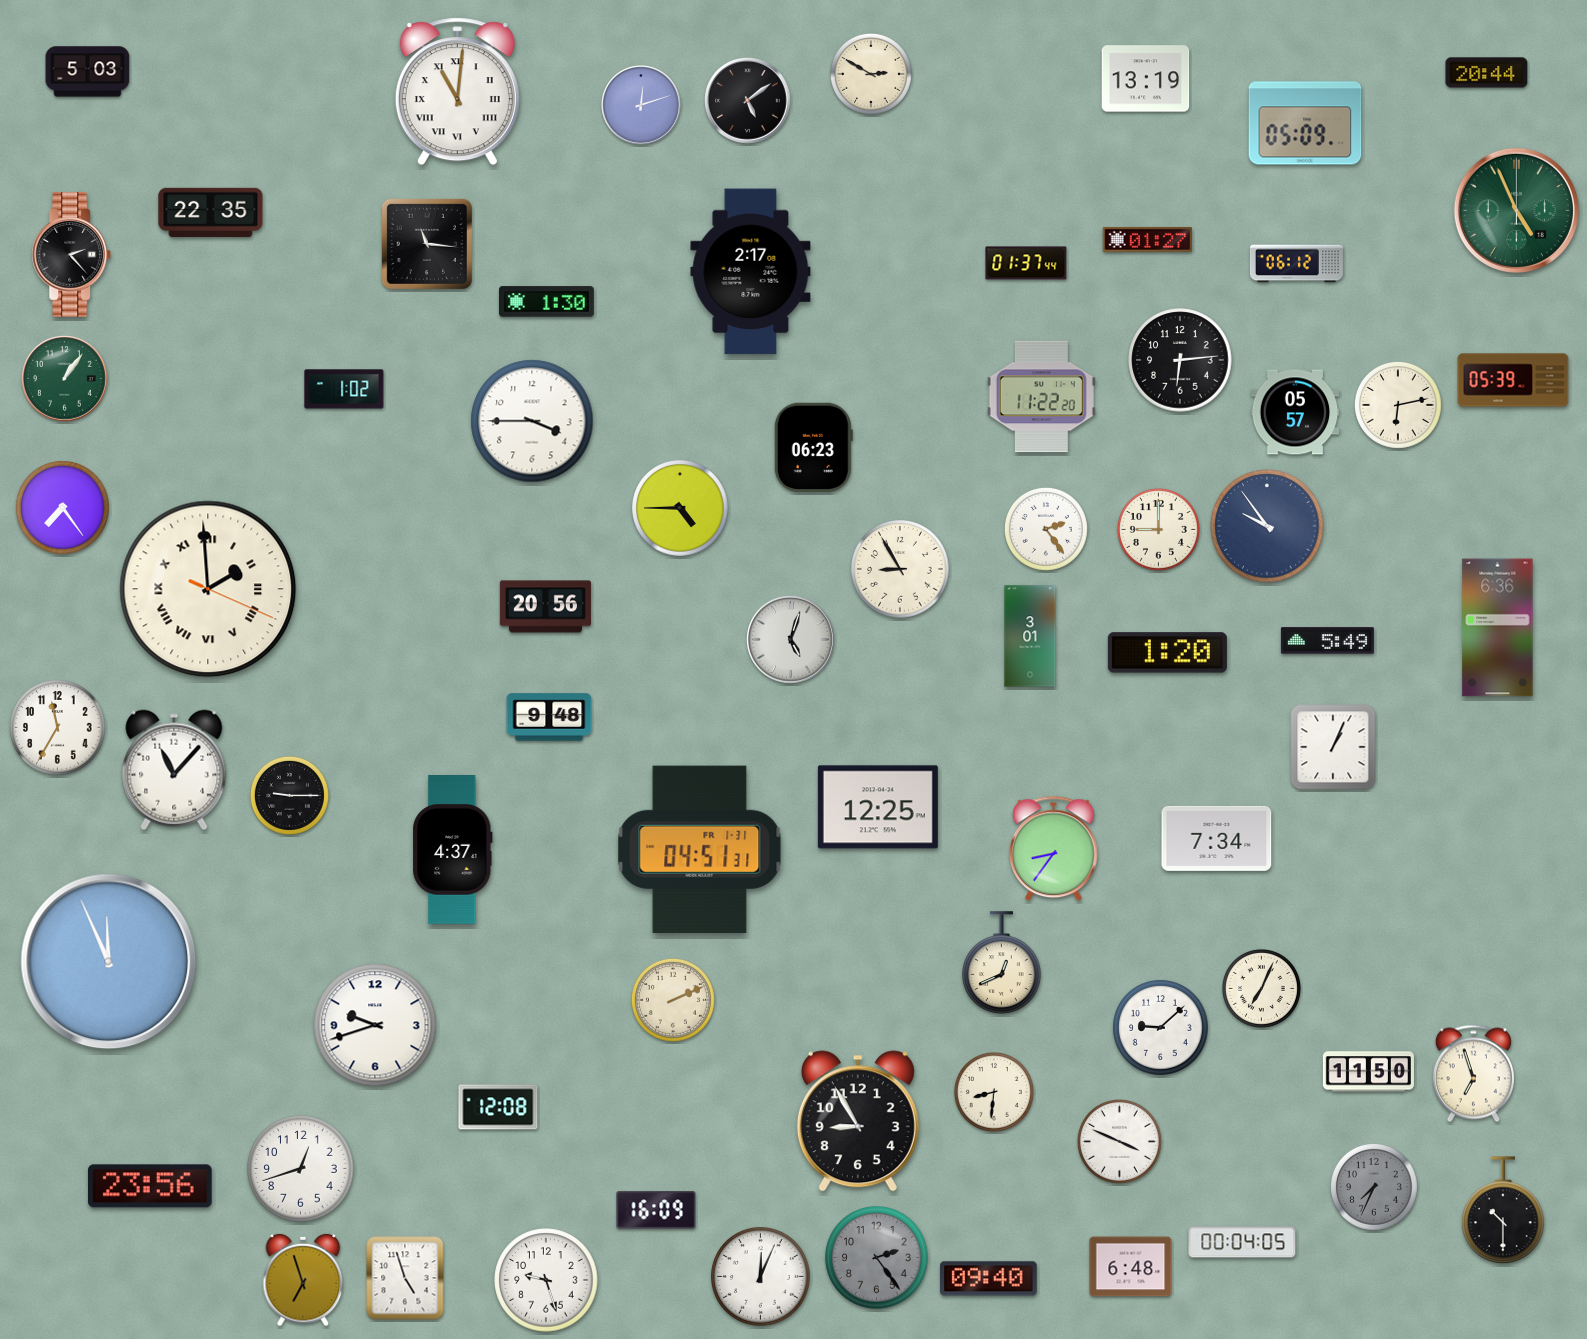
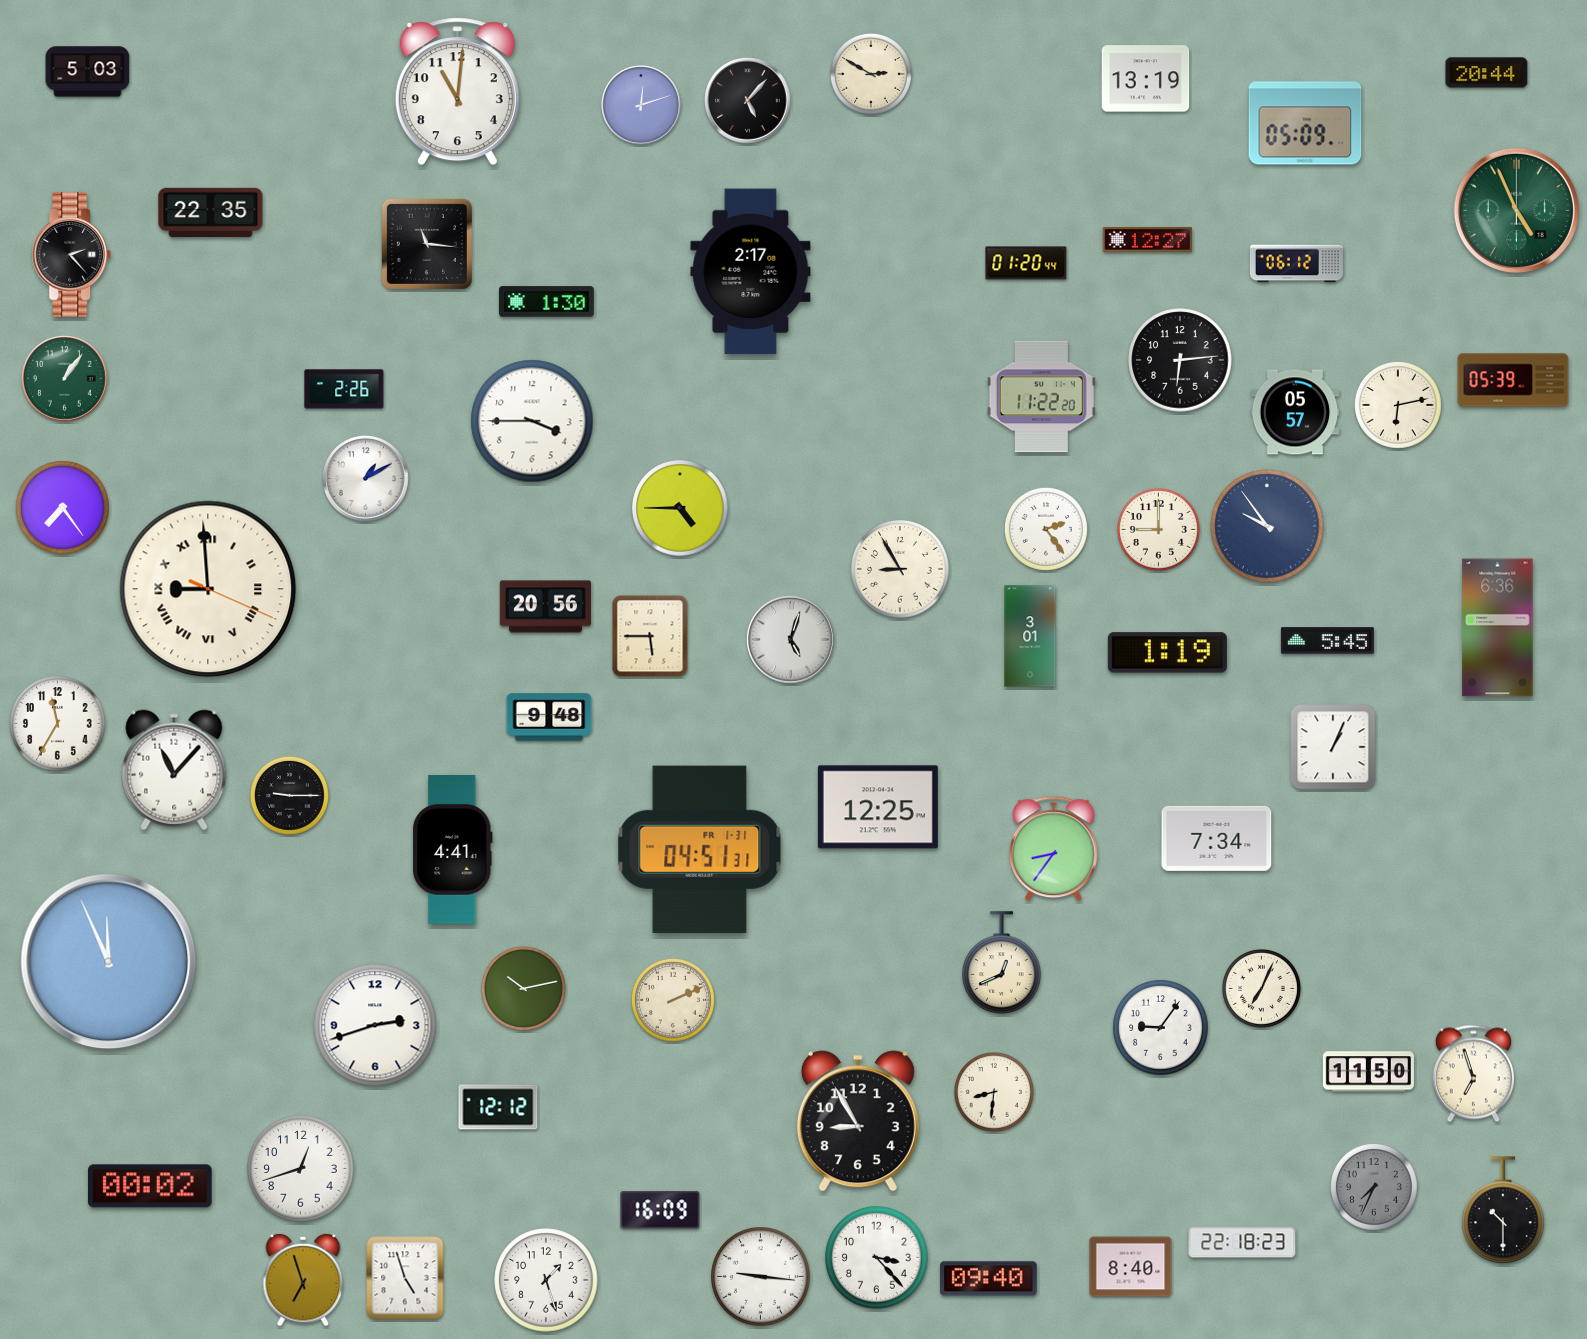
clock at (457, 92) numerals: Roman -> Arabic
clock at (748, 101): 5:09 -> 5:07
clock at (1148, 239): 01:27 -> 12:27
clock at (1026, 263): 01:37 -> 01:20
clock at (344, 389): 1:02 -> 2:26
clock at (813, 448): 06:23 -> none
clock at (366, 479): none -> 1:10
clock at (208, 589): 1:59 -> 8:59
clock at (650, 636): none -> 5:45
clock at (1327, 641): 5:49 -> 5:45
clock at (1167, 653): 1:20 -> 1:19
clock at (58, 728) position: (58, 728) -> (58, 724)
clock at (453, 850): 4:37 -> 4:41
clock at (523, 988): none -> 10:13
clock at (375, 1025): 9:42 -> 2:42
clock at (1161, 1028): 9:08 -> 9:06
clock at (498, 1107): 12:08 -> 12:12
clock at (1119, 1141): 3:49 -> none
clock at (151, 1186): 23:56 -> 00:02
clock at (656, 1210) position: (656, 1210) -> (660, 1210)
clock at (1242, 1242): 00:04 -> 22:18
clock at (877, 1258): 2:24 -> 3:23
clock at (877, 1258) dial: grey -> white
clock at (1131, 1267): 6:48 -> 8:40
clock at (761, 1277): 12:04 -> 9:16
clock at (546, 1280): 9:27 -> 1:27
